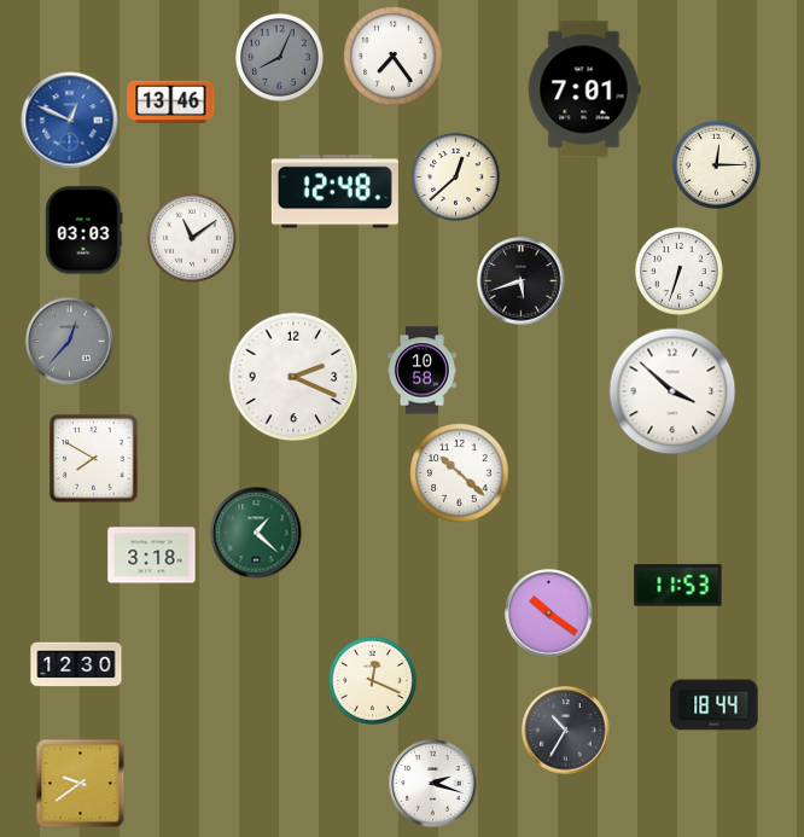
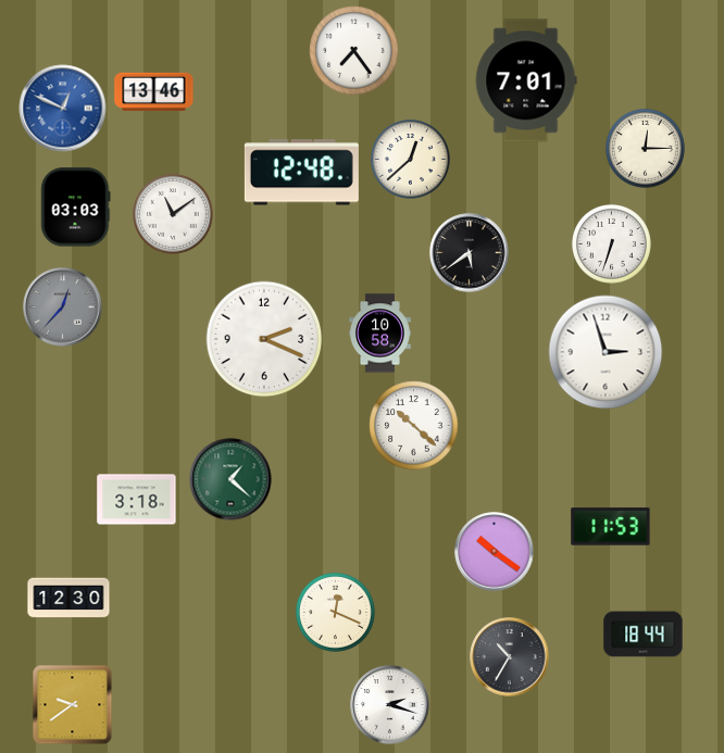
clock at (279, 57): 8:04 -> none
clock at (522, 281): 5:42 -> 5:39
clock at (672, 391): 3:52 -> 2:57
clock at (94, 459): 7:50 -> none
